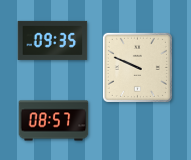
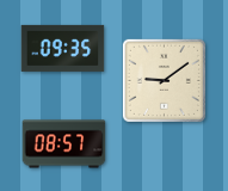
clock at (137, 67): 9:49 -> 9:09
